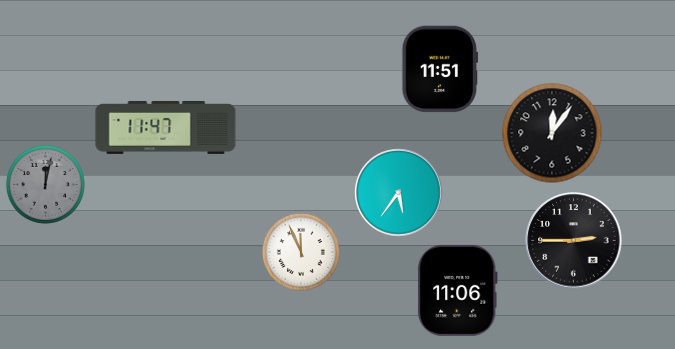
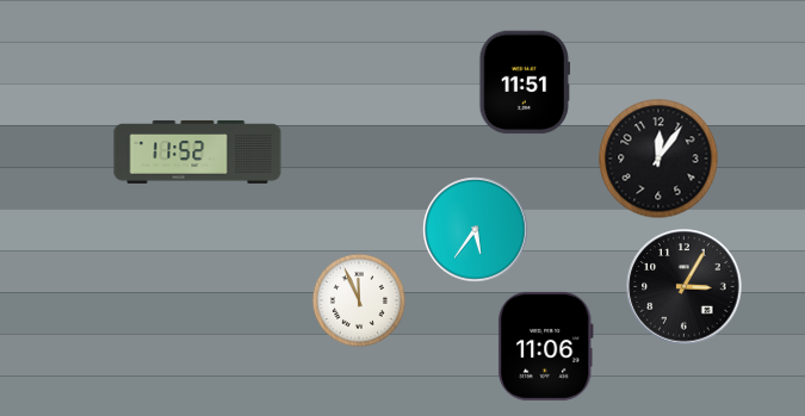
clock at (166, 127): 11:47 -> 11:52
clock at (45, 184): 12:02 -> none
clock at (574, 241): 2:45 -> 3:05
